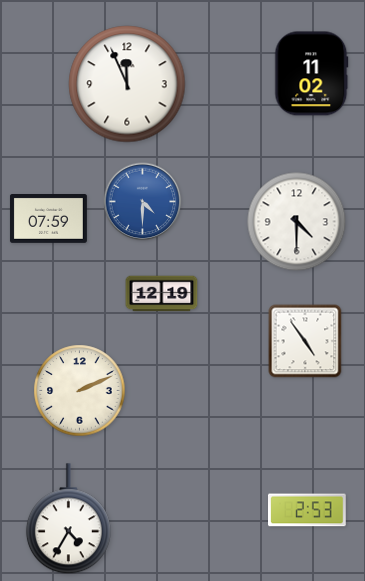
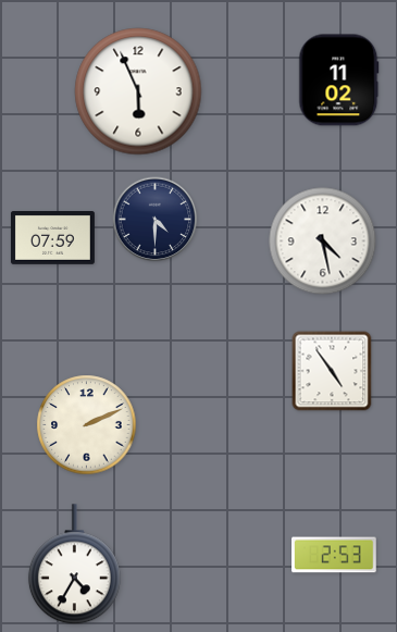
clock at (127, 84): 11:56 -> 5:56
clock at (143, 202) dial: blue -> navy
clock at (297, 222): 4:30 -> 4:28
clock at (162, 294): 12:19 -> none
